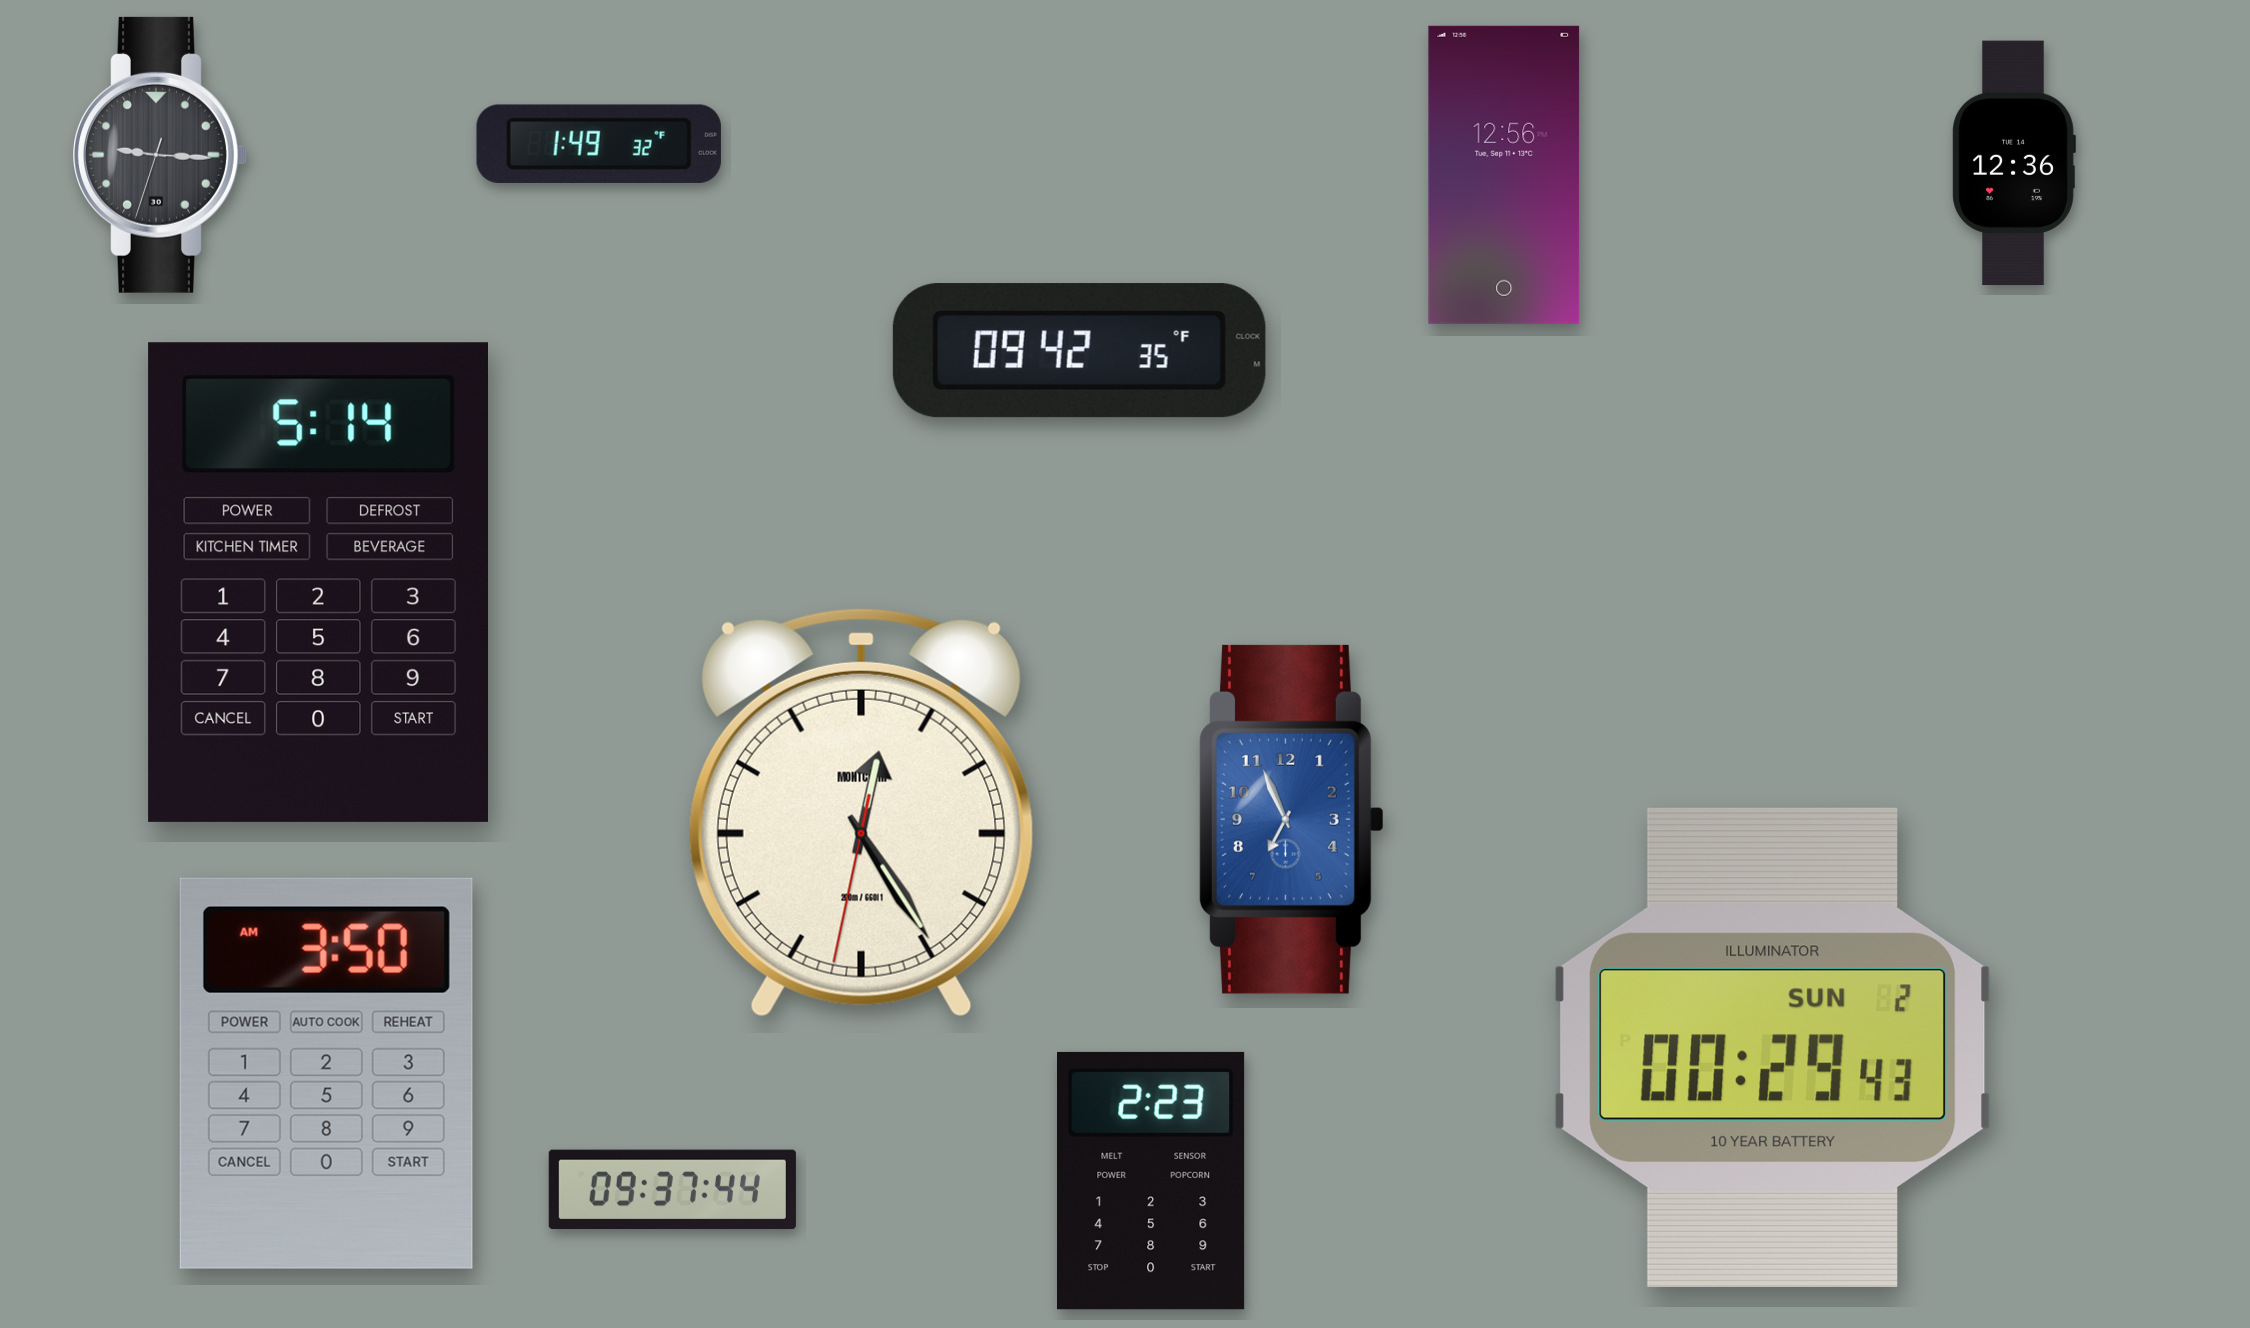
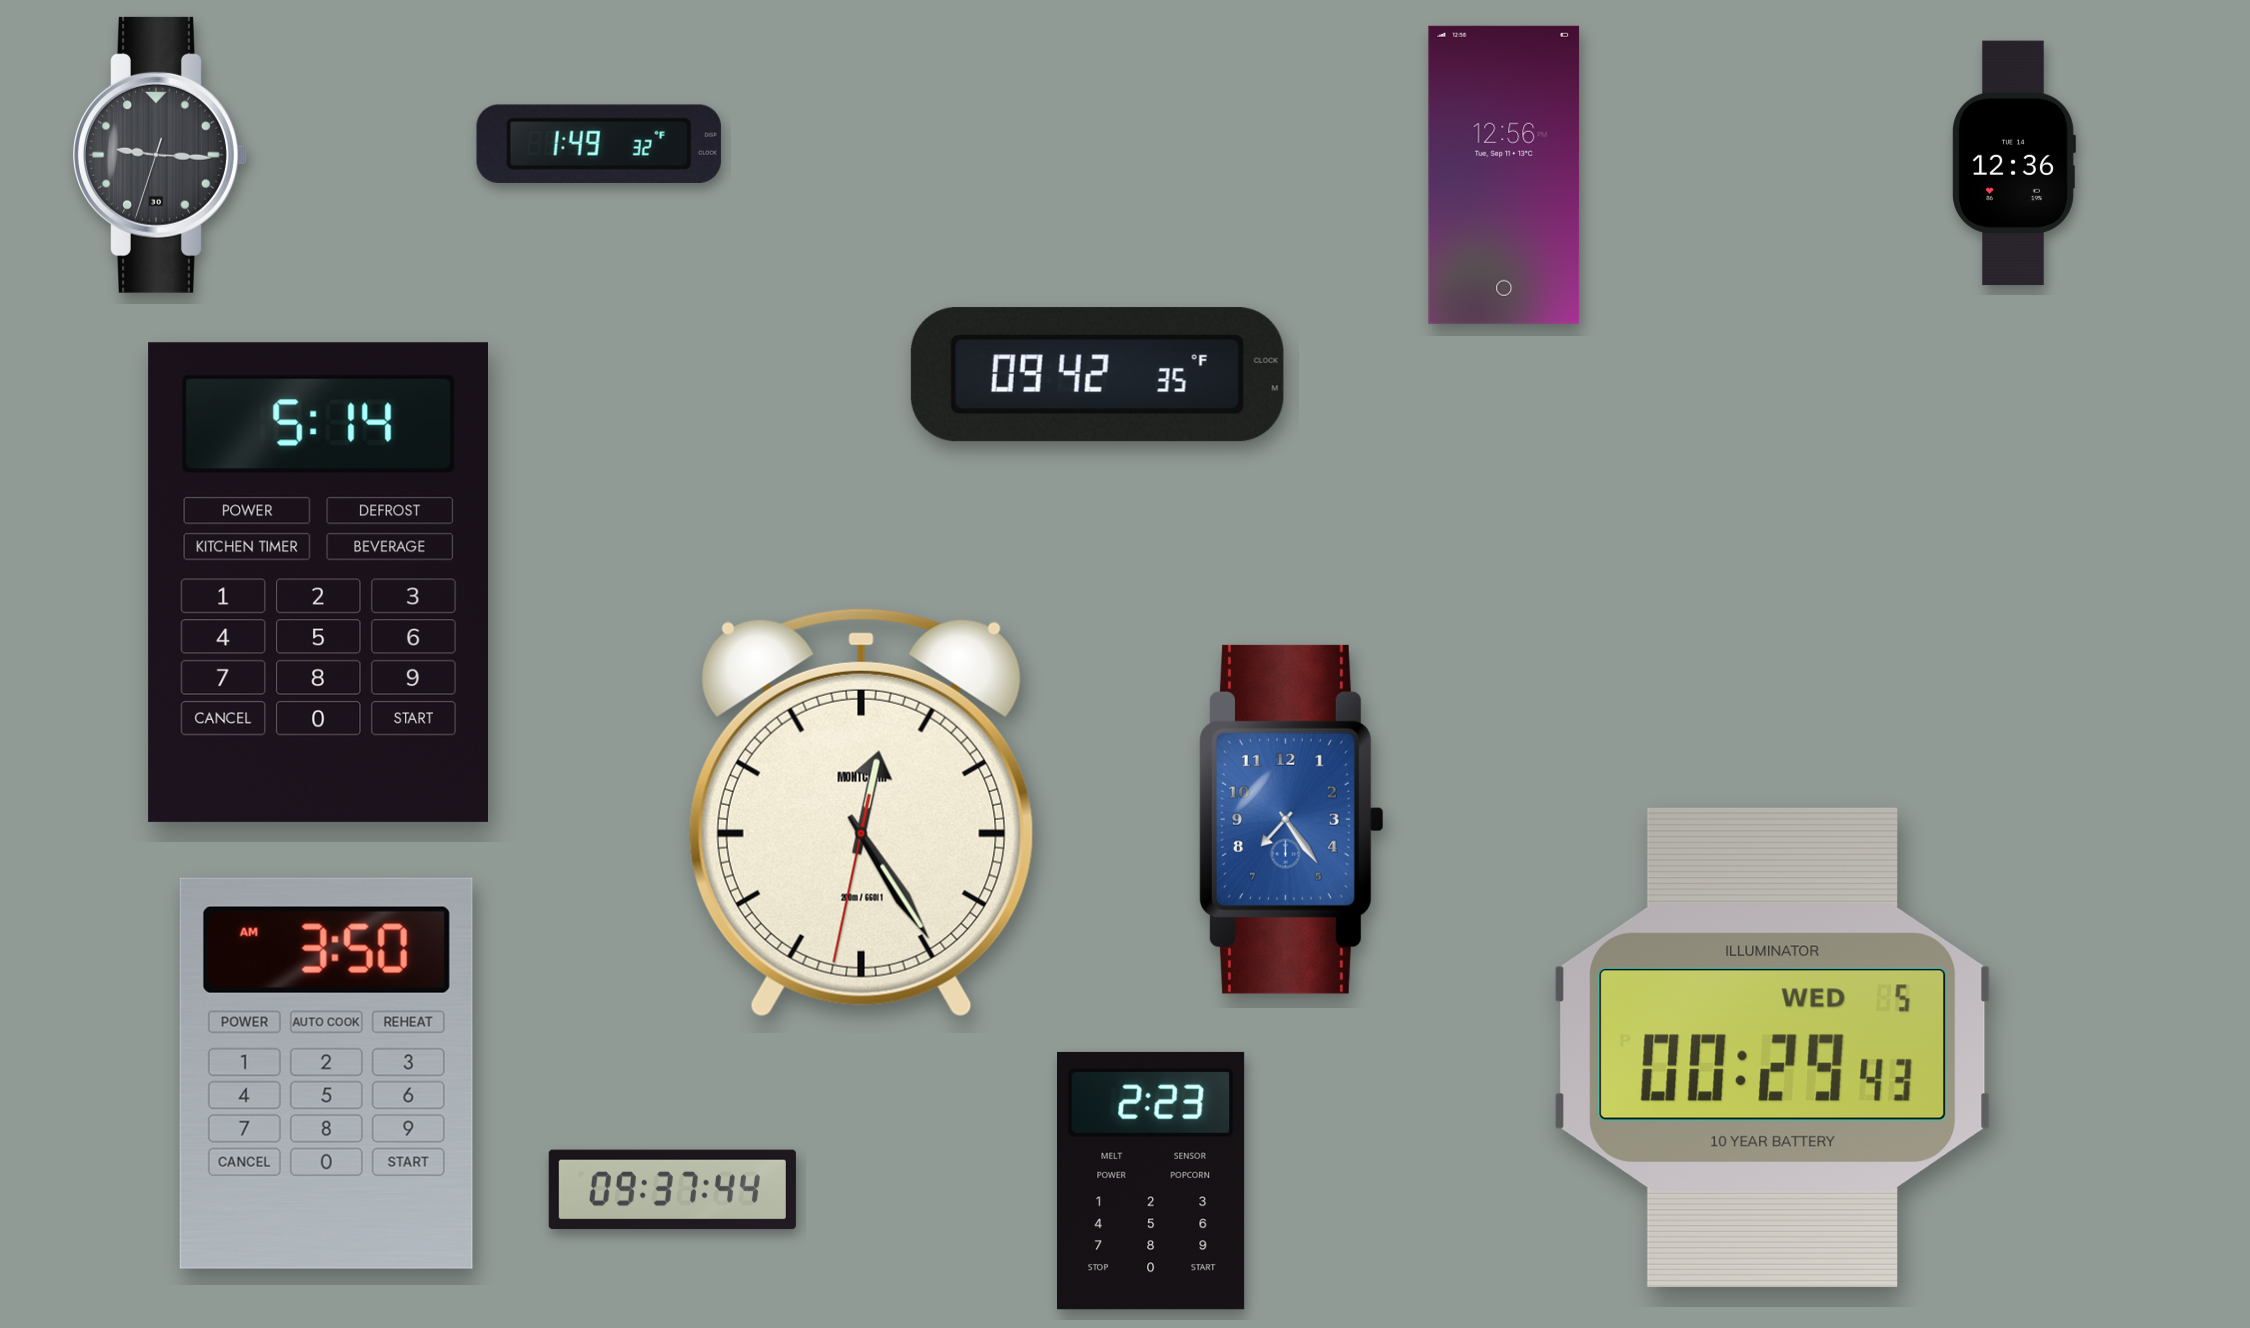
clock at (1079, 351) position: (1079, 351) -> (1097, 375)
clock at (1291, 819): 6:56 -> 7:24
clock at (1773, 1047) date: SUN 2 -> WED 5
